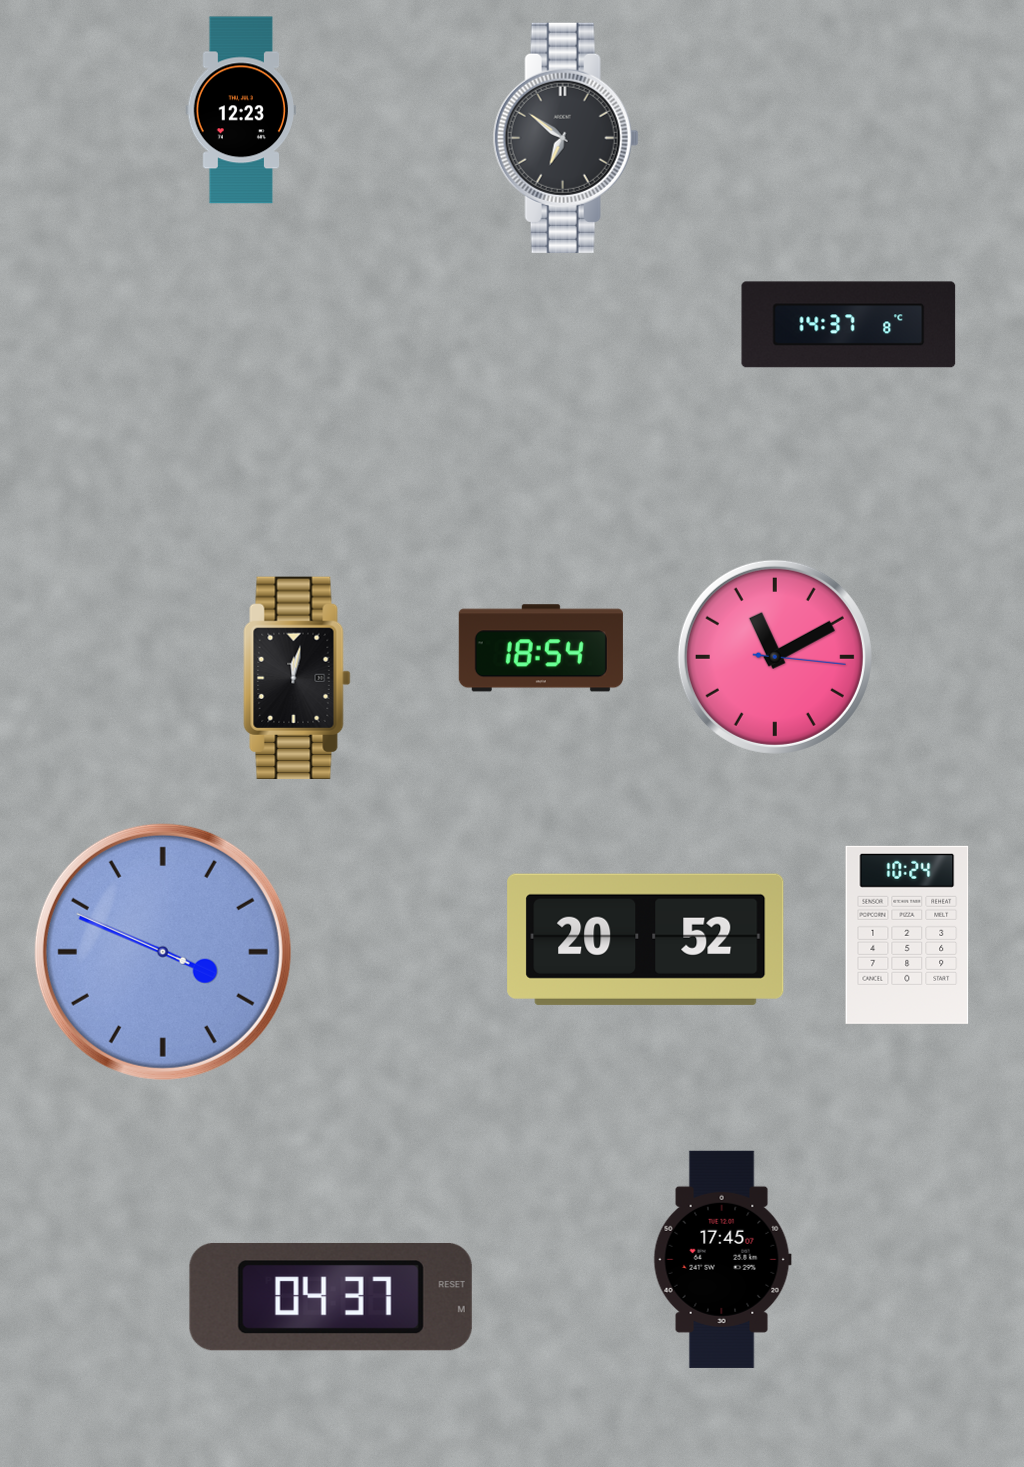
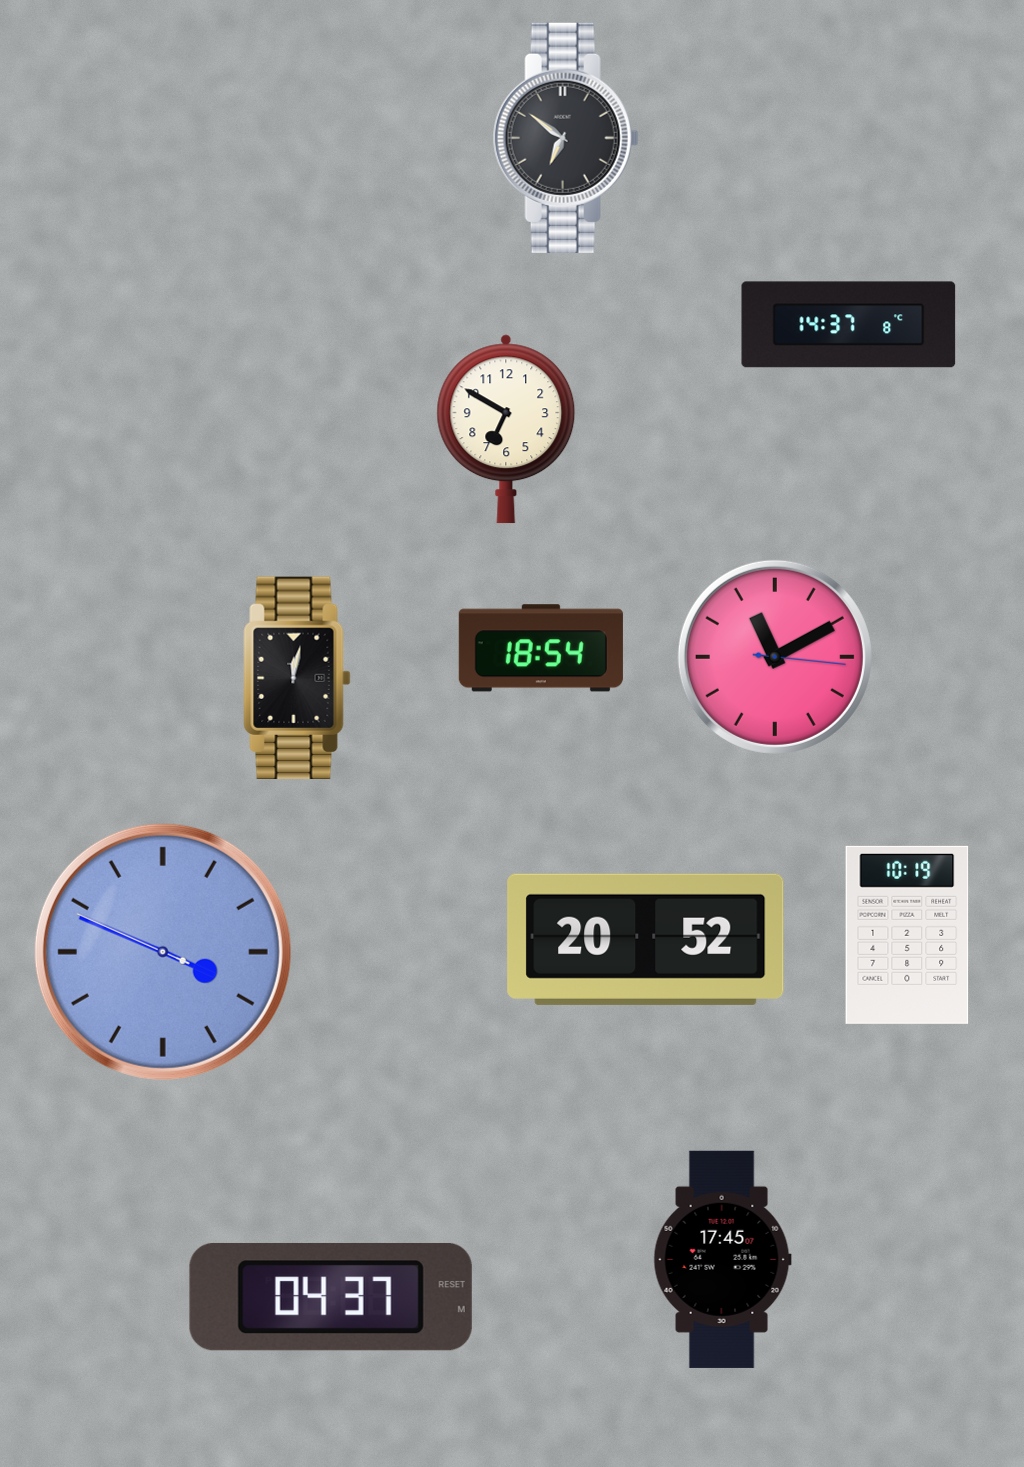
clock at (240, 110): 12:23 -> none
clock at (506, 429): none -> 6:50
clock at (907, 935): 10:24 -> 10:19
